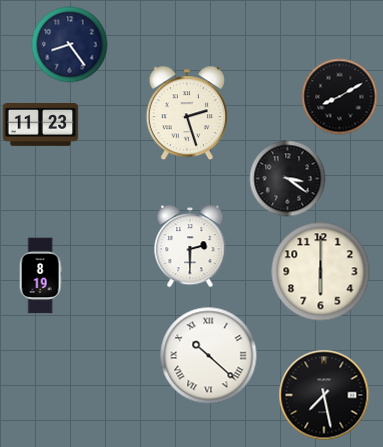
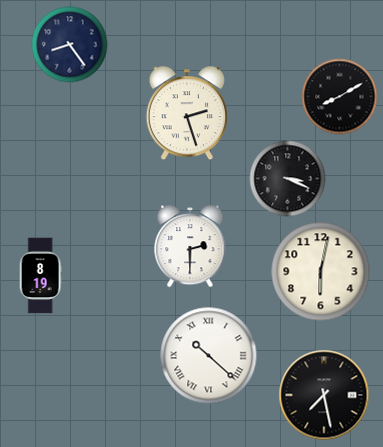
clock at (41, 125): 11:23 -> none
clock at (288, 179): 3:21 -> 3:19
clock at (321, 272): 6:00 -> 6:02
